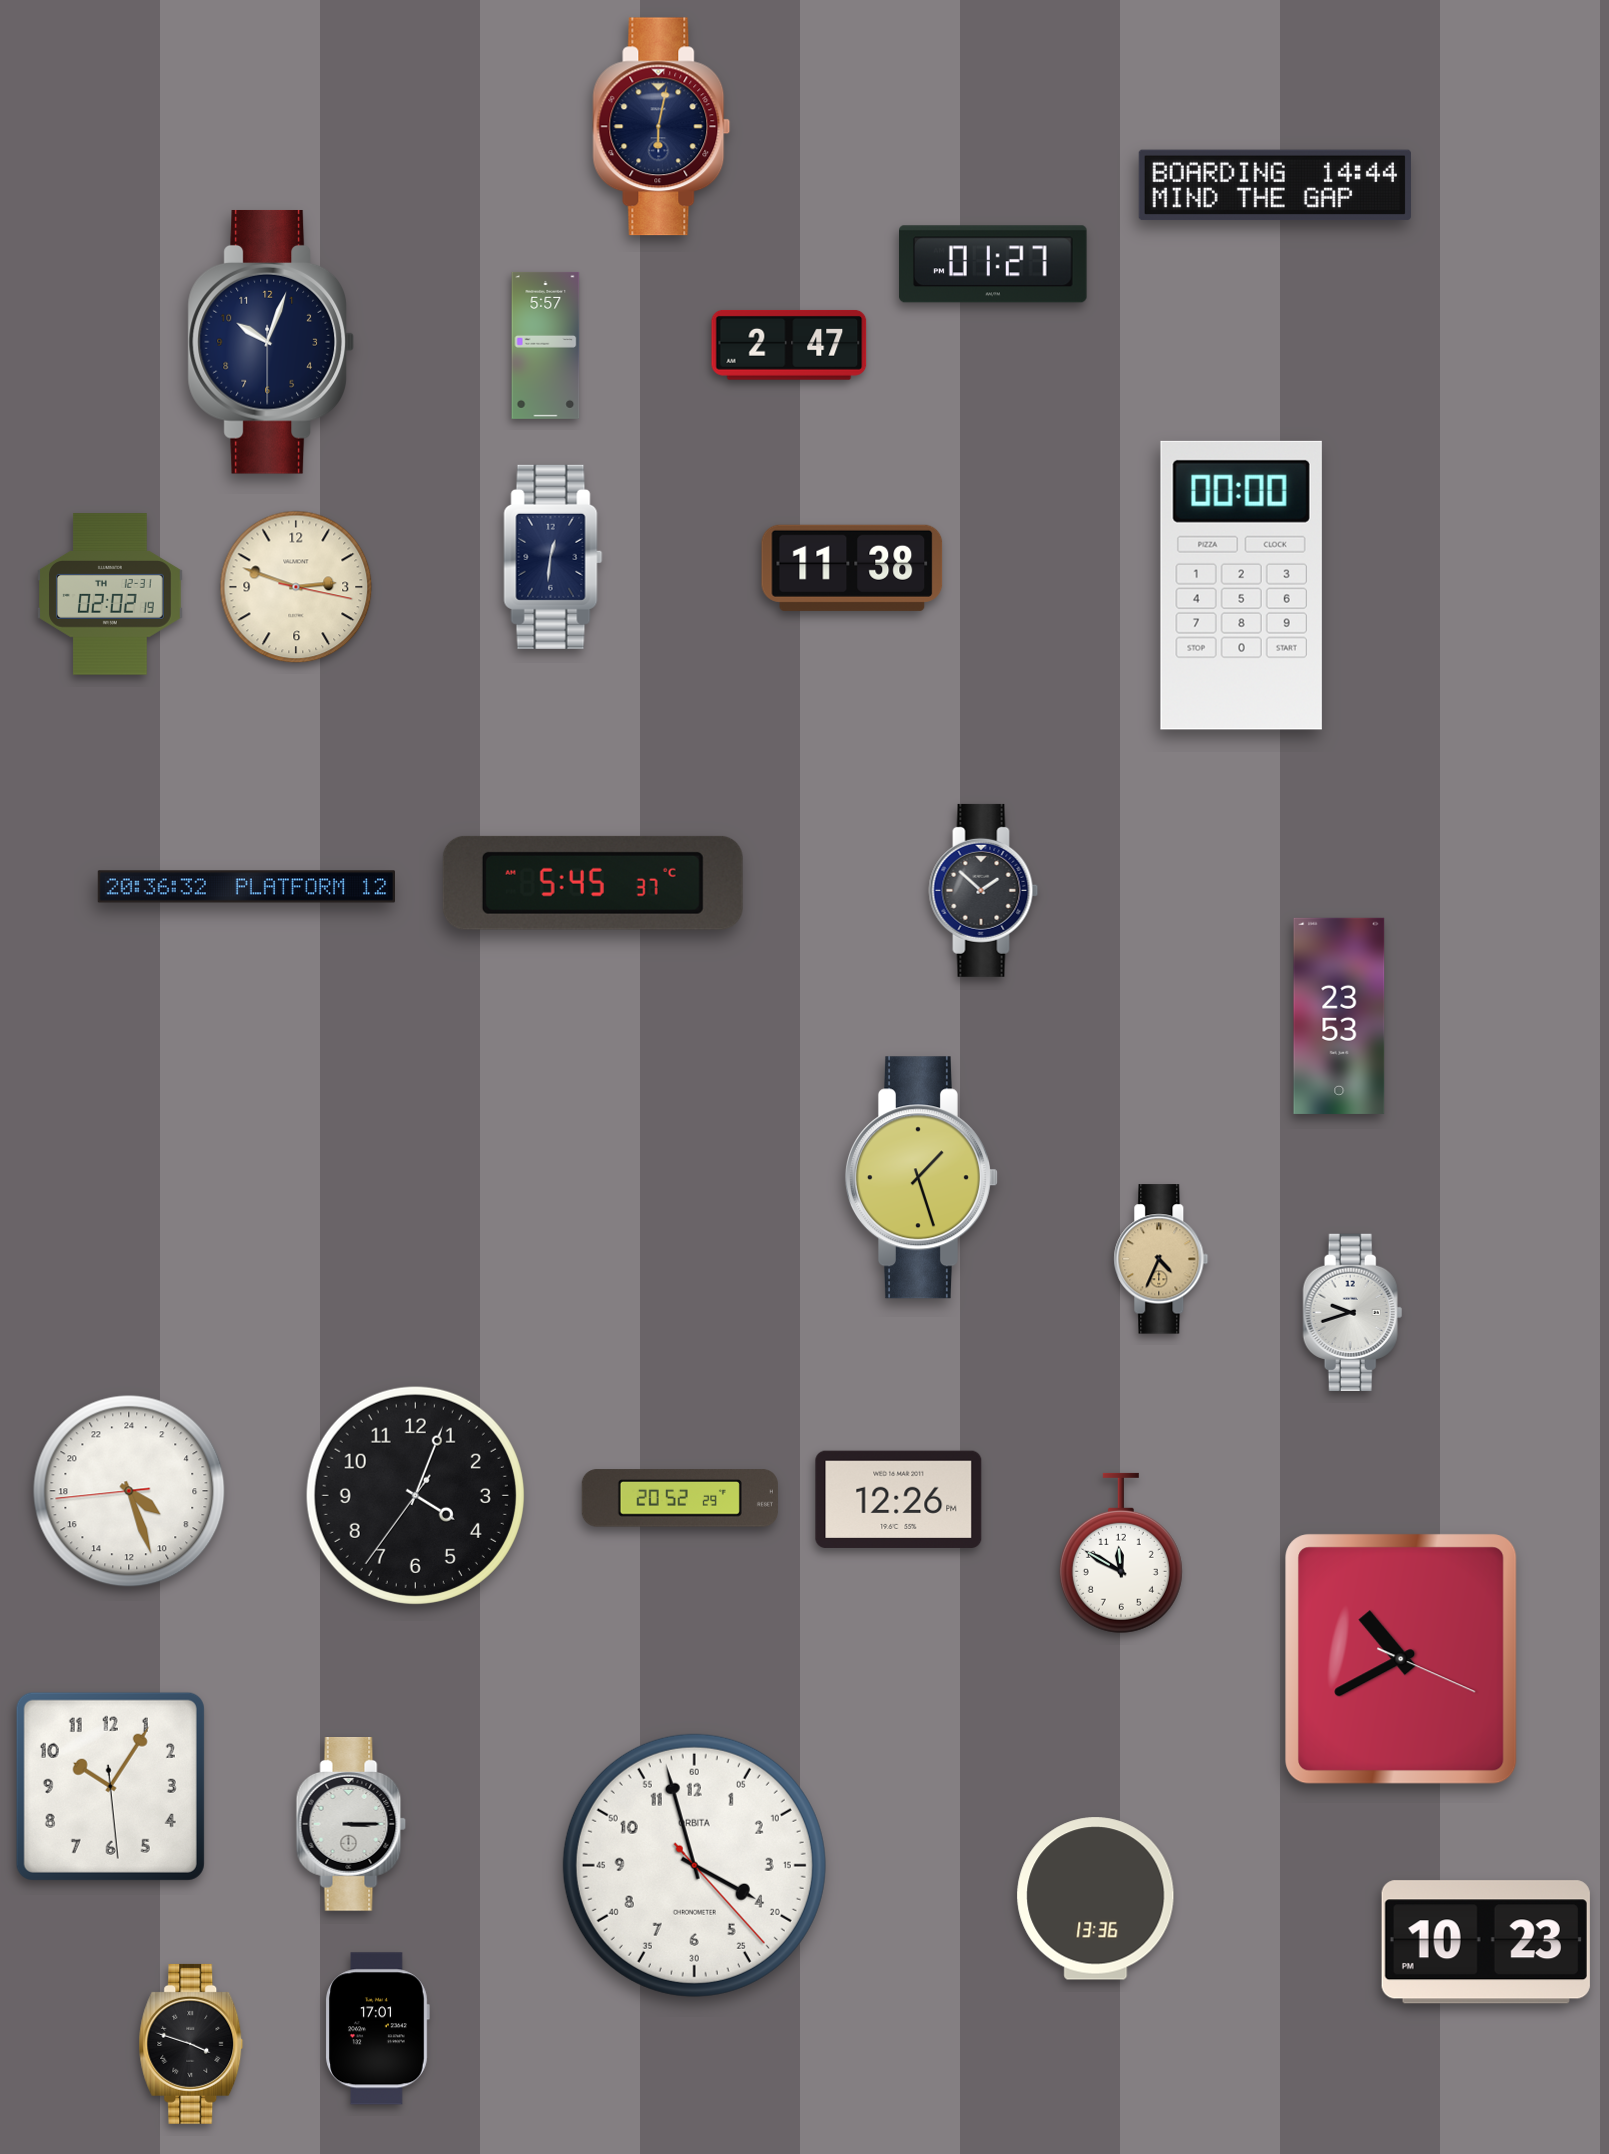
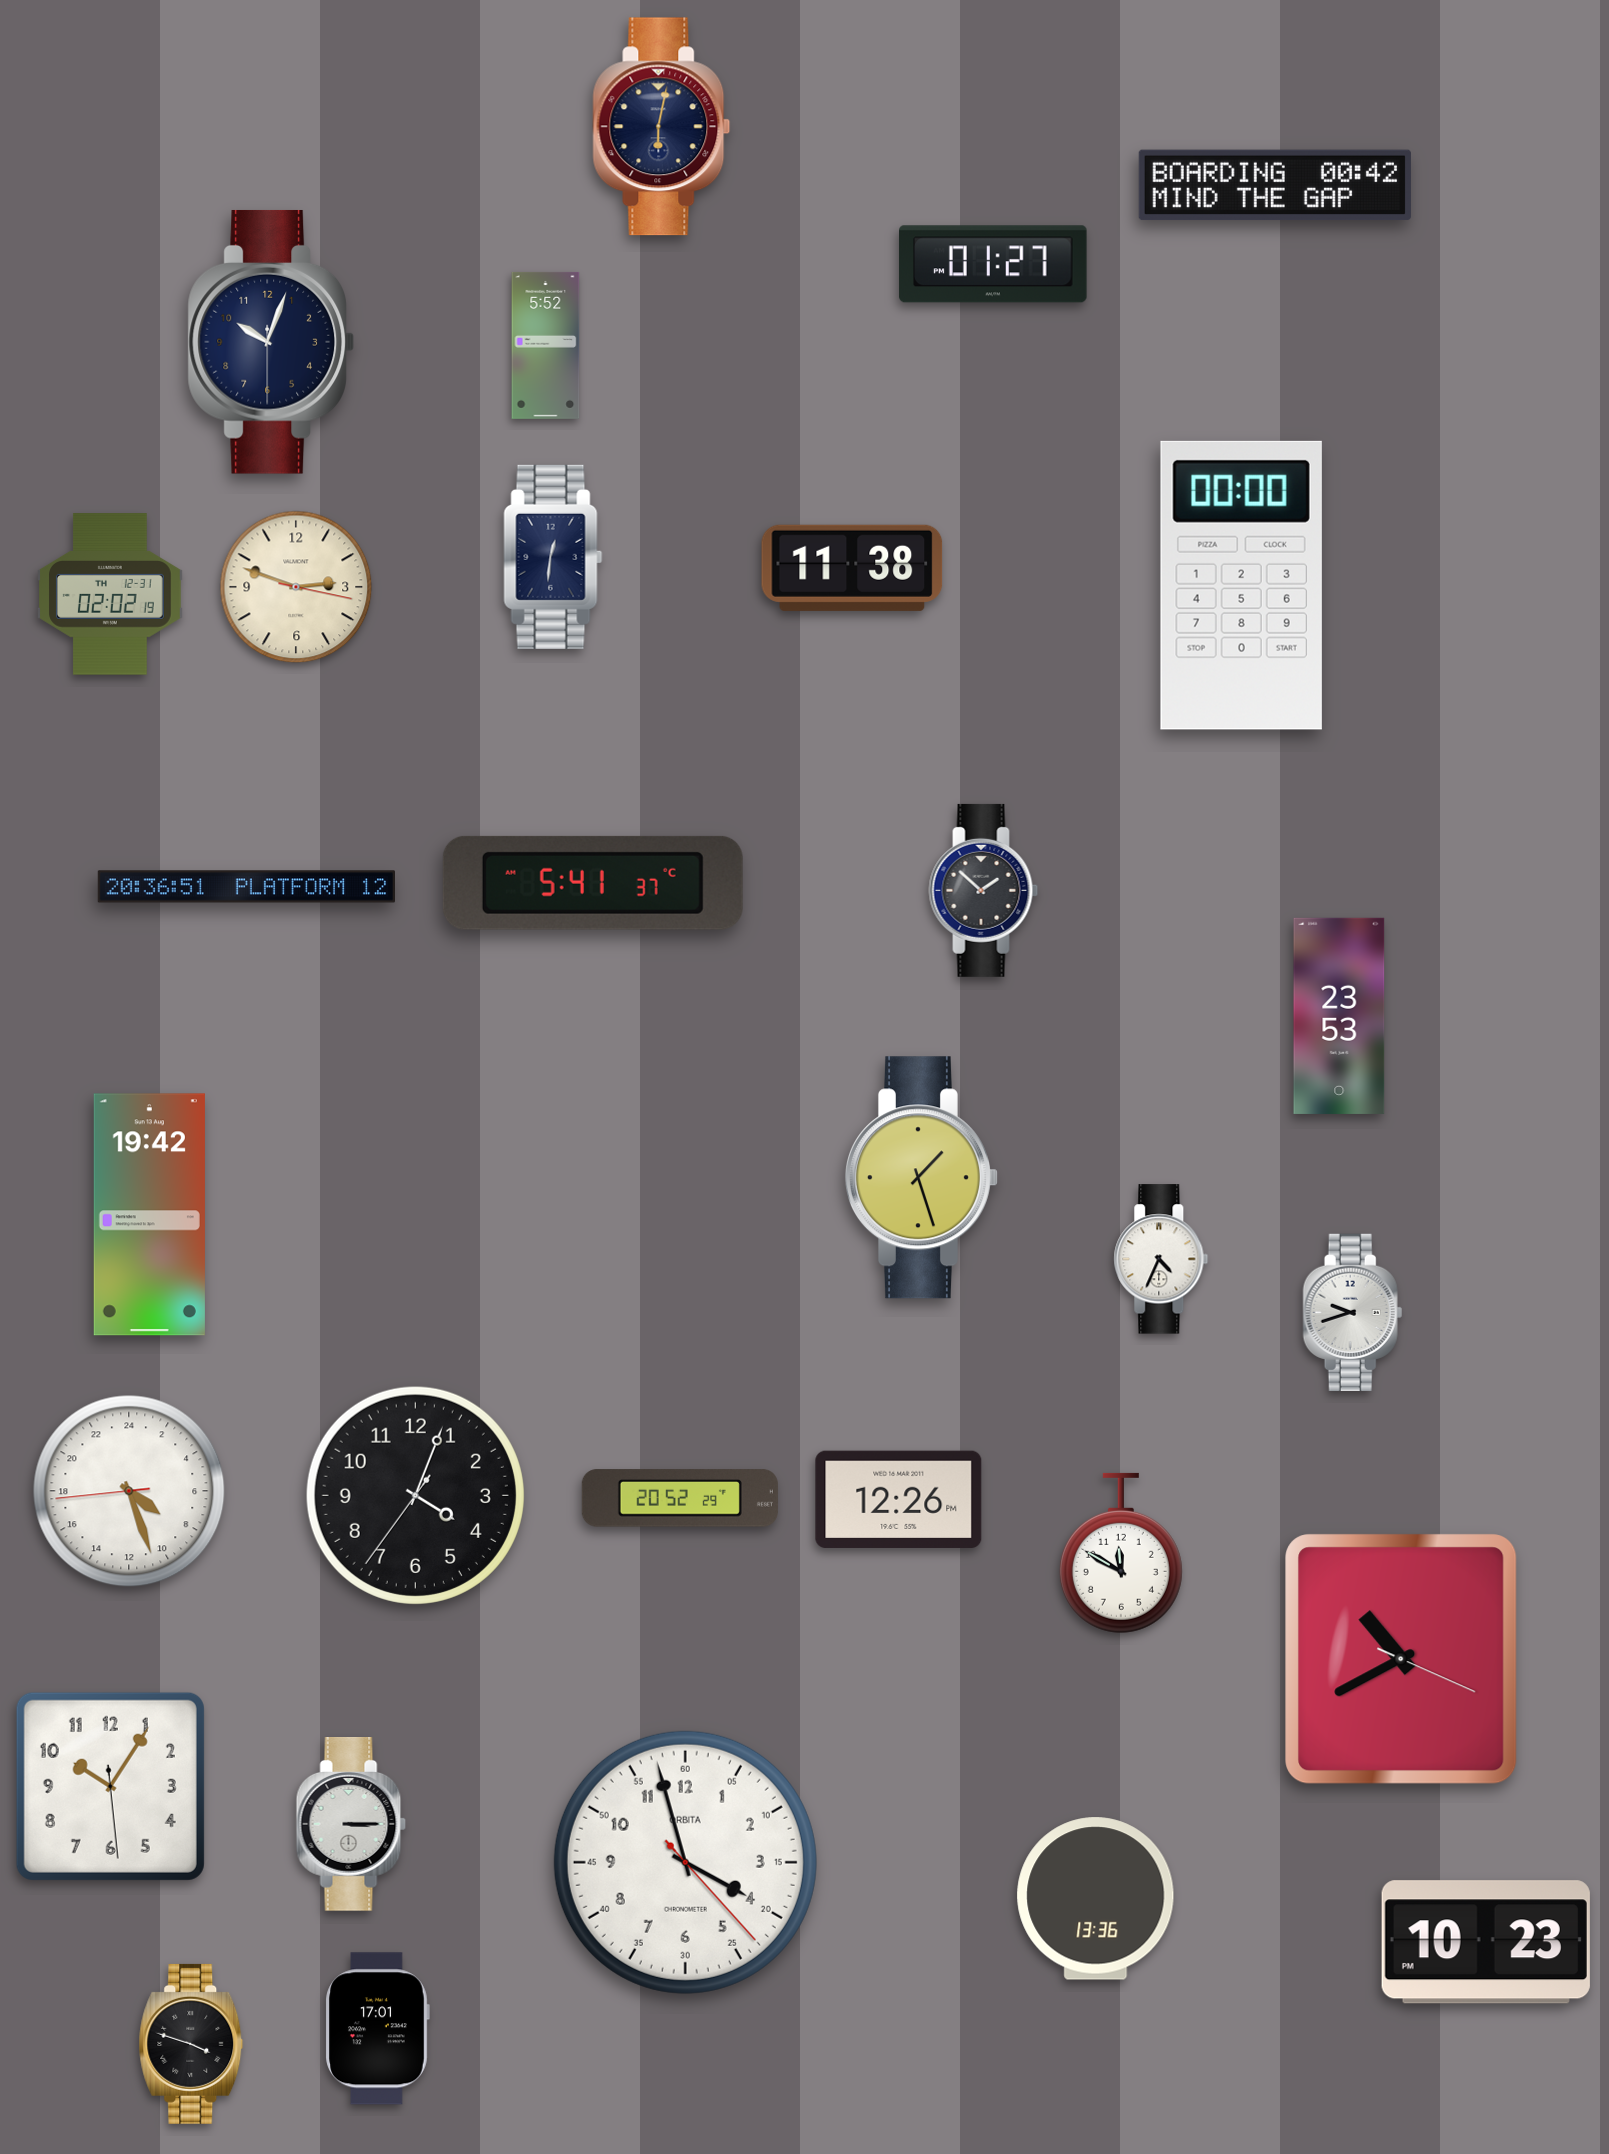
clock at (1275, 185): 14:44 -> 00:42
clock at (546, 345): 5:57 -> 5:52
clock at (789, 345): 2:47 -> none
clock at (593, 883): 5:45 -> 5:41
clock at (246, 887): 20:36:32 -> 20:36:51
clock at (149, 1215): none -> 19:42
clock at (1161, 1259) dial: champagne -> white
clock at (694, 1865) position: (694, 1865) -> (685, 1862)
